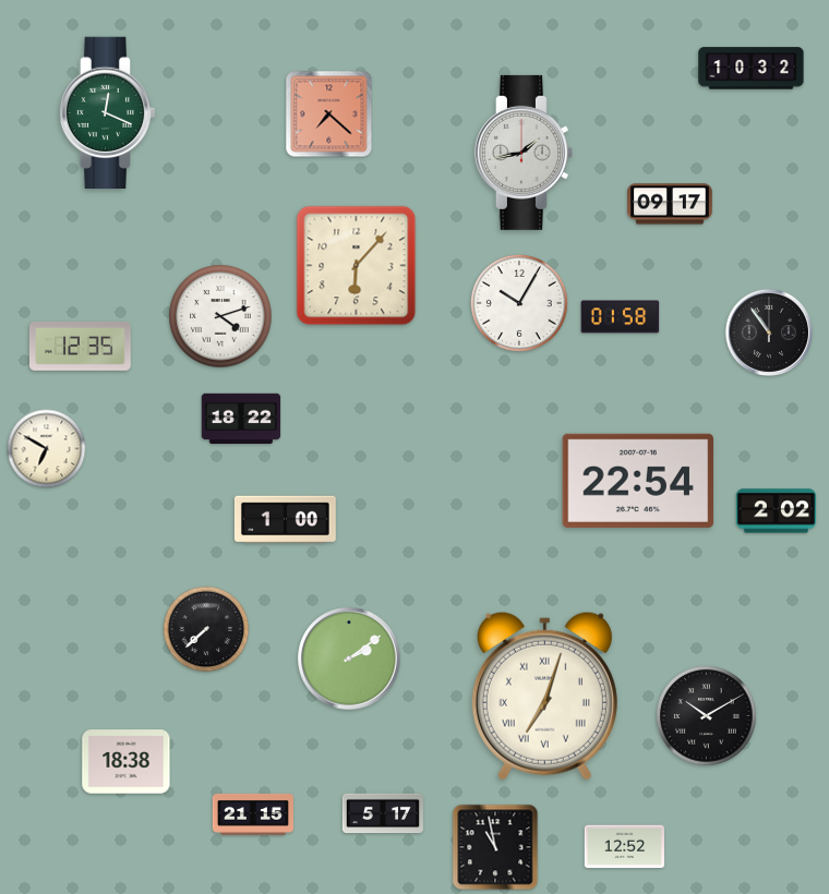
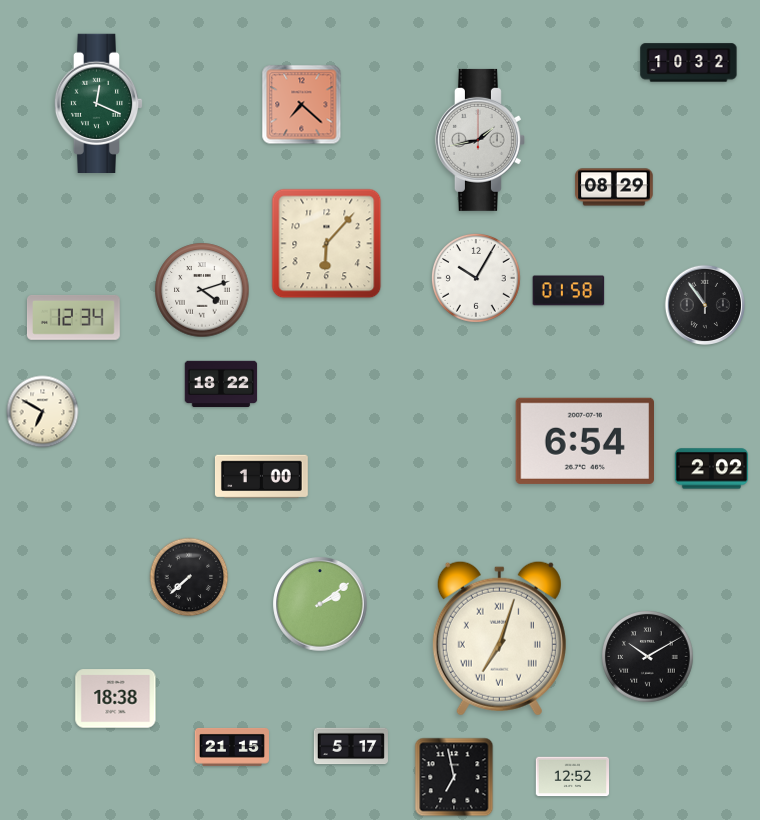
clock at (670, 204): 09:17 -> 08:29
clock at (80, 346): 12:35 -> 12:34
clock at (637, 481): 22:54 -> 6:54
clock at (495, 847): 10:58 -> 6:58
